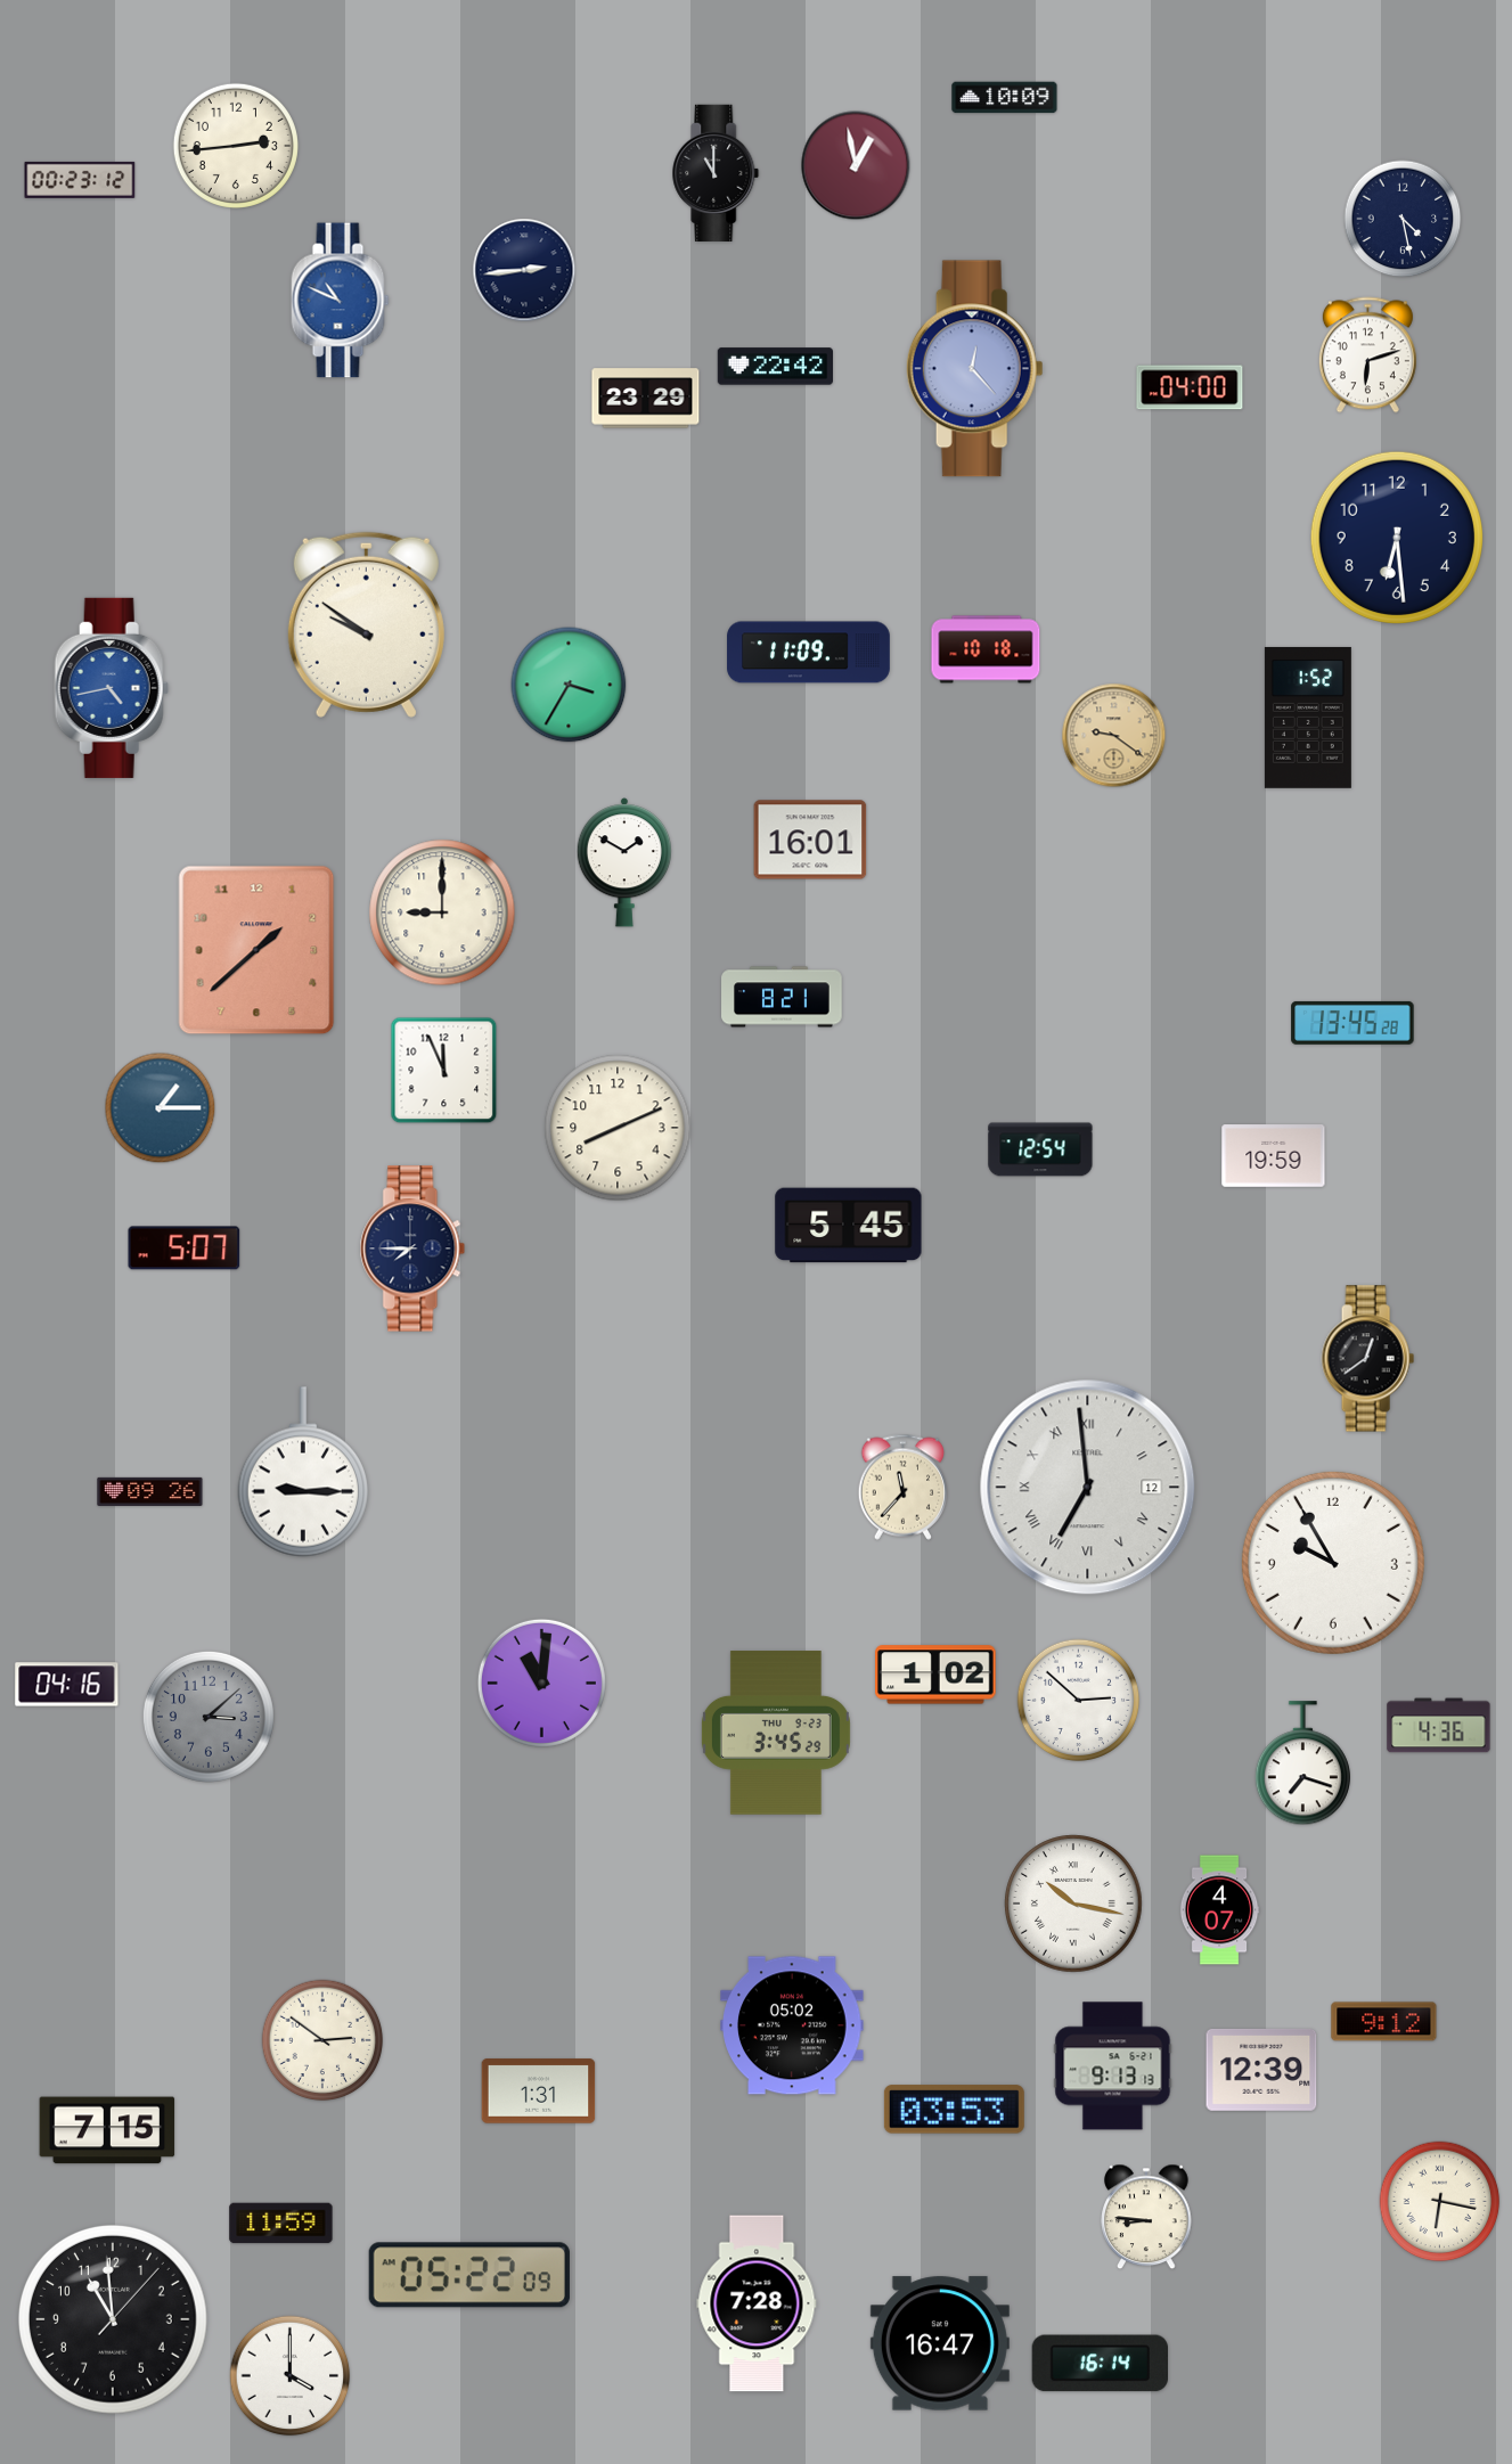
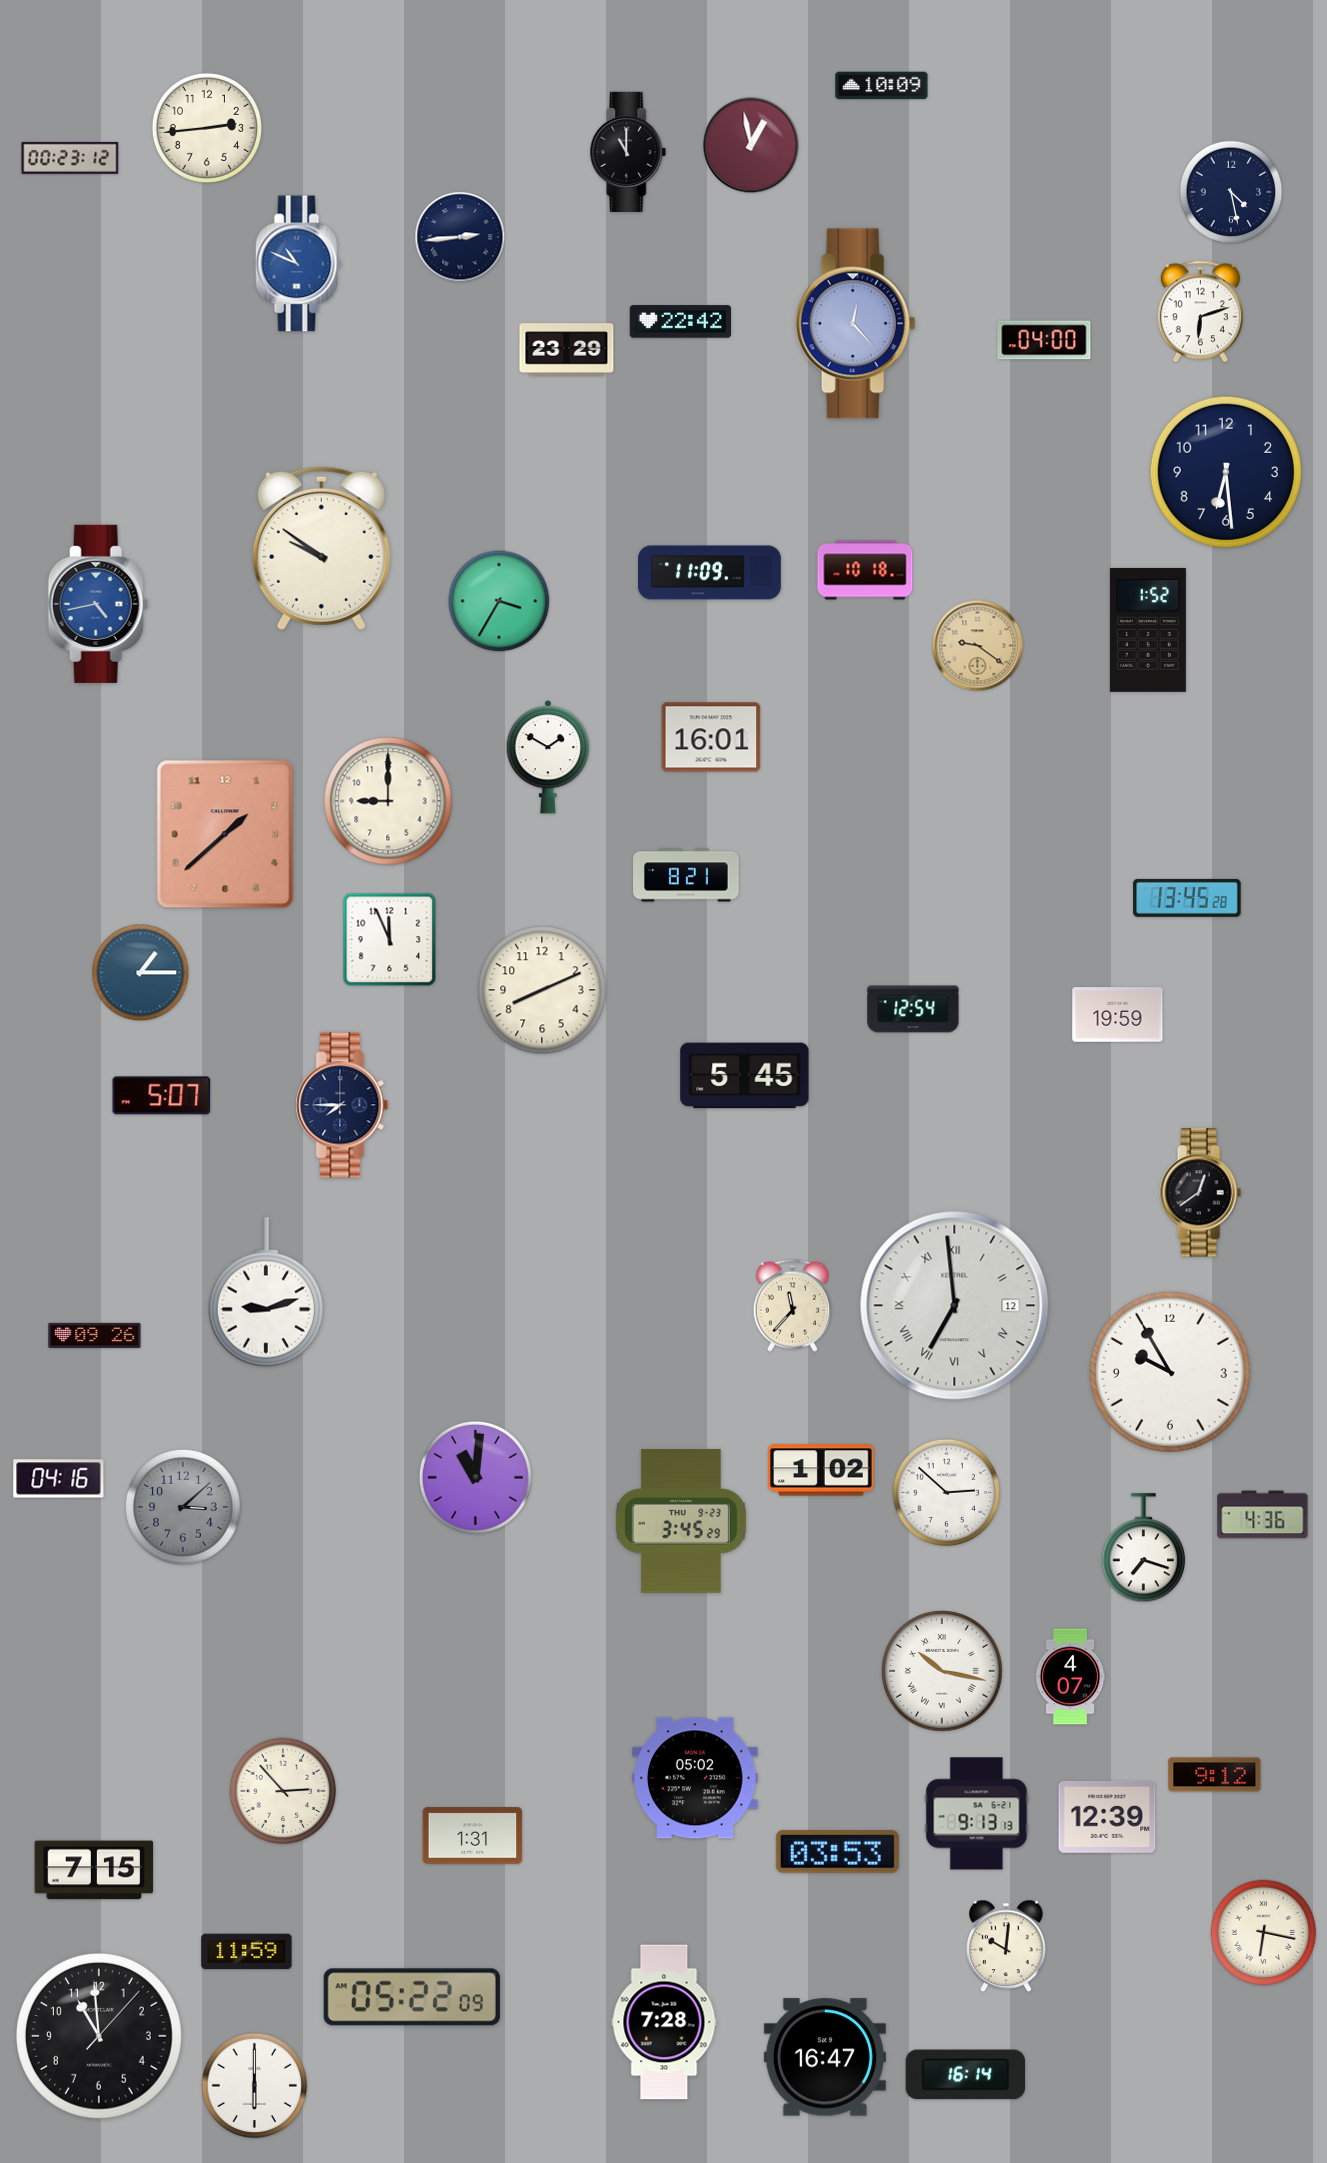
clock at (412, 1249) position: (412, 1249) -> (342, 1105)
clock at (302, 1472): 9:15 -> 9:12
clock at (150, 1491) position: (150, 1491) -> (95, 1335)
clock at (322, 2040): 2:51 -> 2:53
clock at (1146, 2217): 8:46 -> 10:01
clock at (291, 2376): 4:00 -> 6:00
